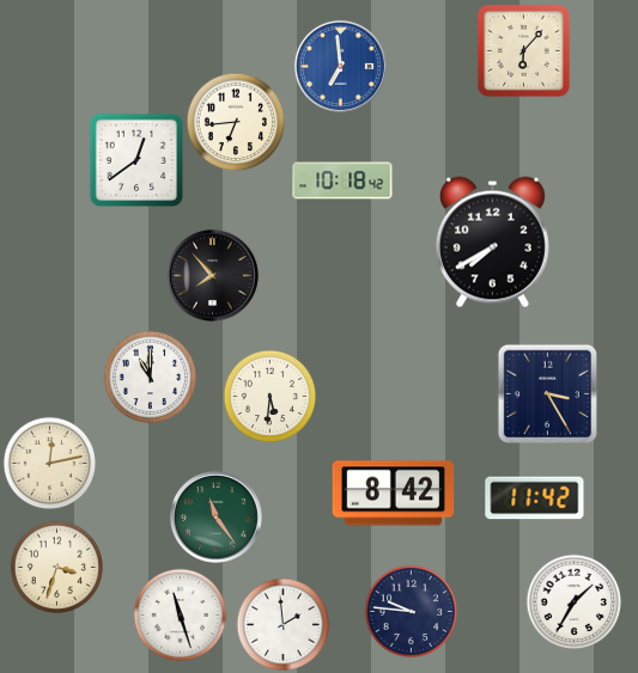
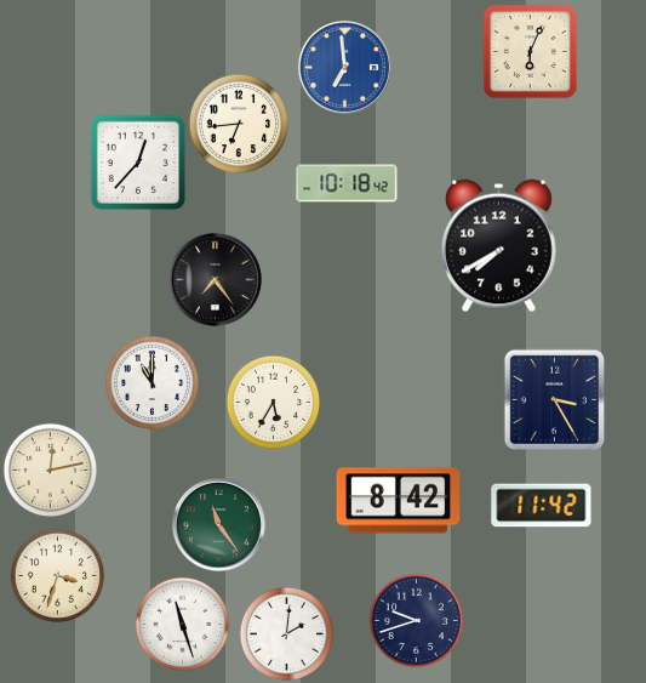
clock at (523, 50): 6:07 -> 6:04
clock at (136, 160): 12:39 -> 12:37
clock at (212, 275): 7:53 -> 7:24
clock at (269, 396): 5:31 -> 5:35
clock at (573, 601): 1:35 -> none
clock at (411, 611): 9:46 -> 9:42
clock at (282, 624): 1:59 -> 2:01
